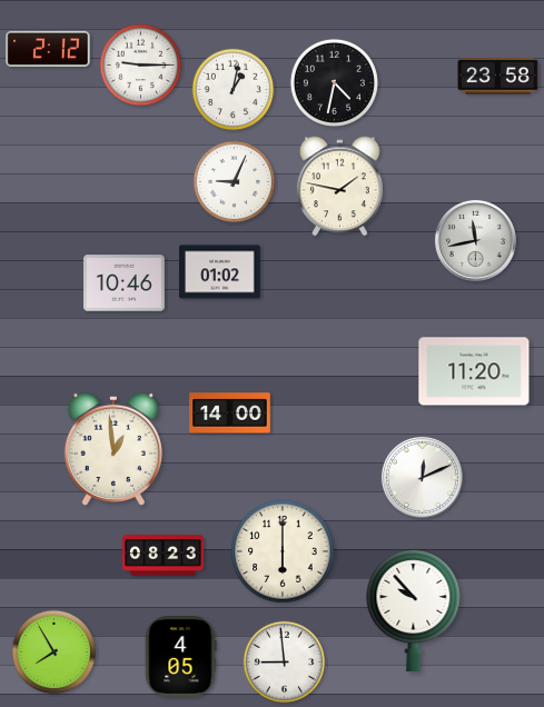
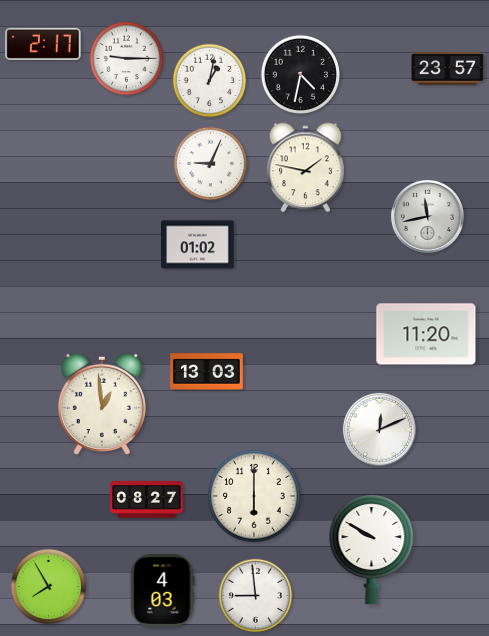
clock at (48, 49): 2:12 -> 2:17
clock at (498, 77): 23:58 -> 23:57
clock at (125, 283): 10:46 -> none
clock at (230, 414): 14:00 -> 13:03
clock at (164, 556): 08:23 -> 08:27
clock at (414, 611): 9:53 -> 9:50
clock at (180, 657): 4:05 -> 4:03
